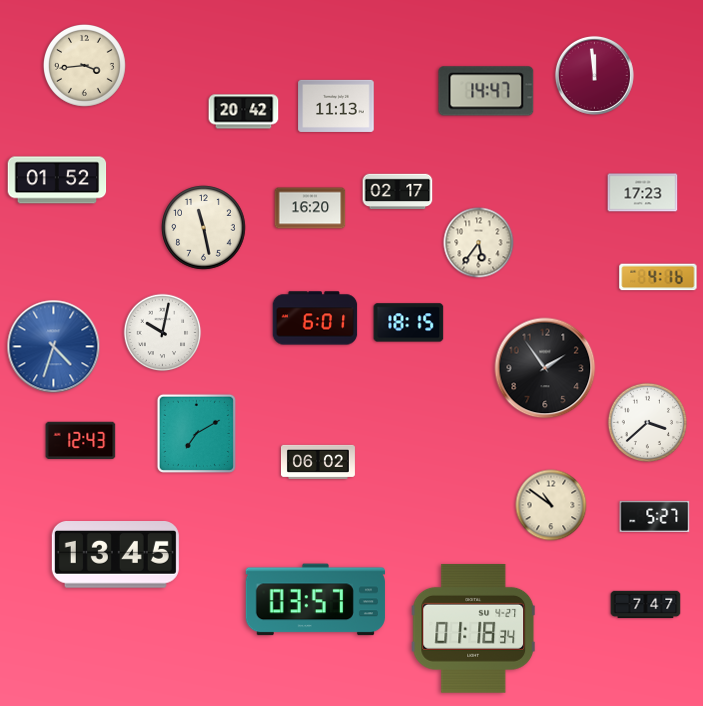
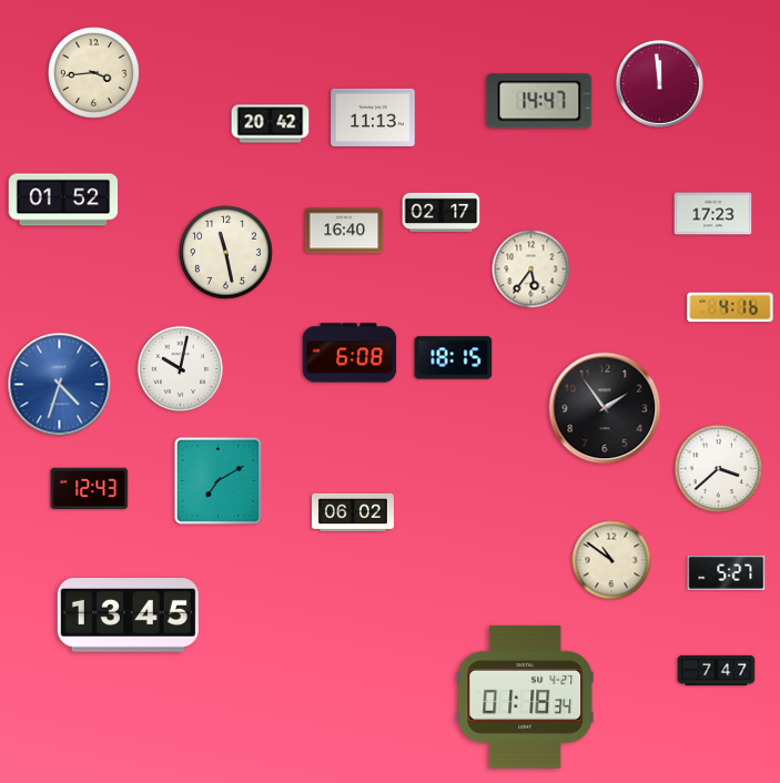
clock at (310, 208): 16:20 -> 16:40
clock at (315, 318): 6:01 -> 6:08
clock at (315, 600): 03:57 -> none
